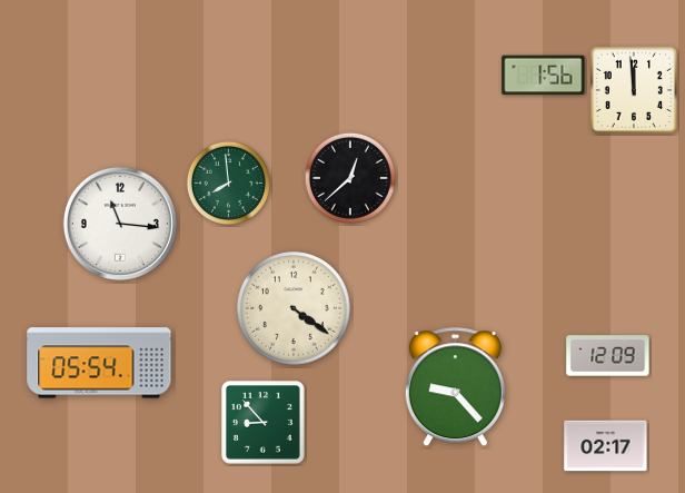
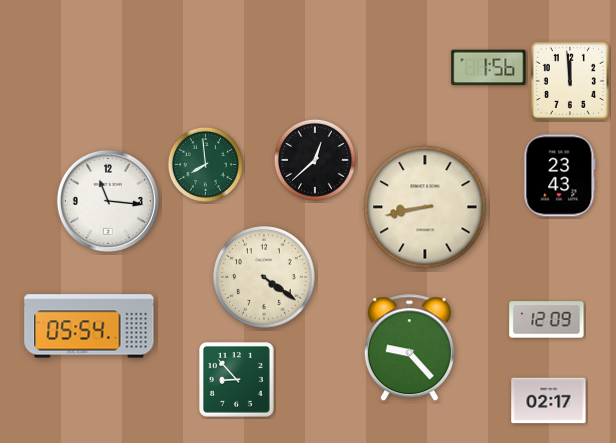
clock at (560, 176): none -> 23:43
clock at (425, 207): none -> 8:43
clock at (606, 446) position: (606, 446) -> (549, 401)
